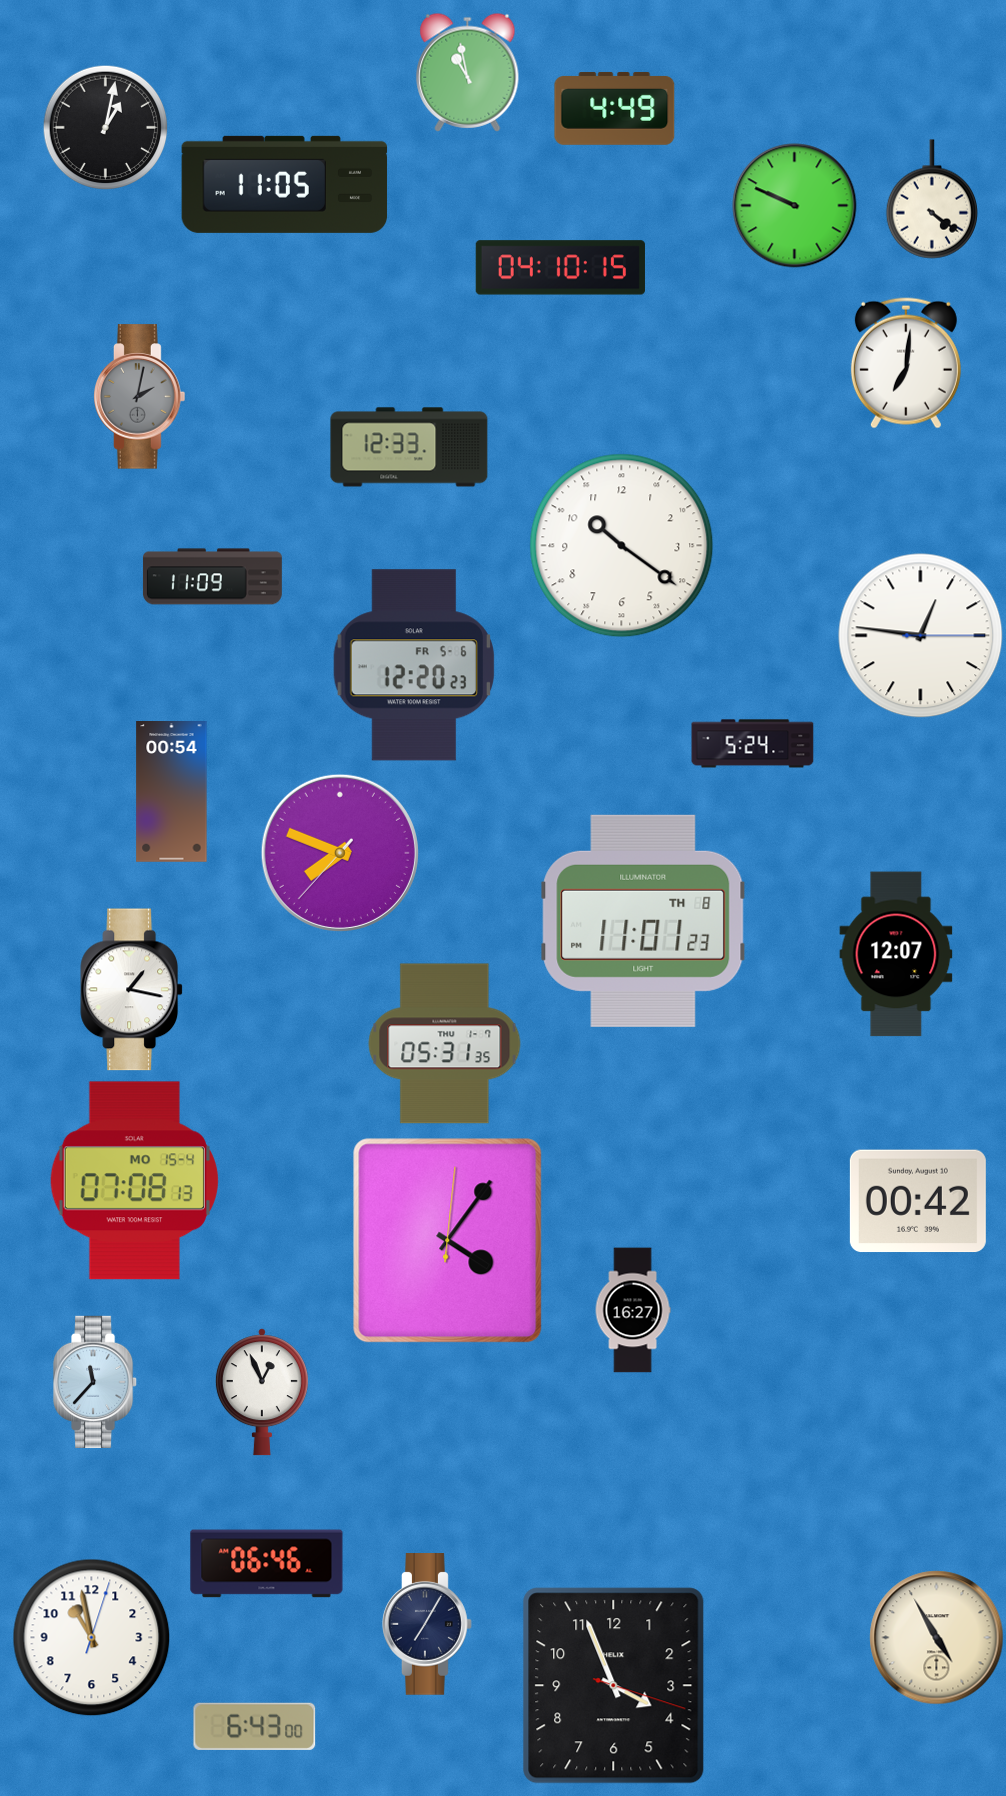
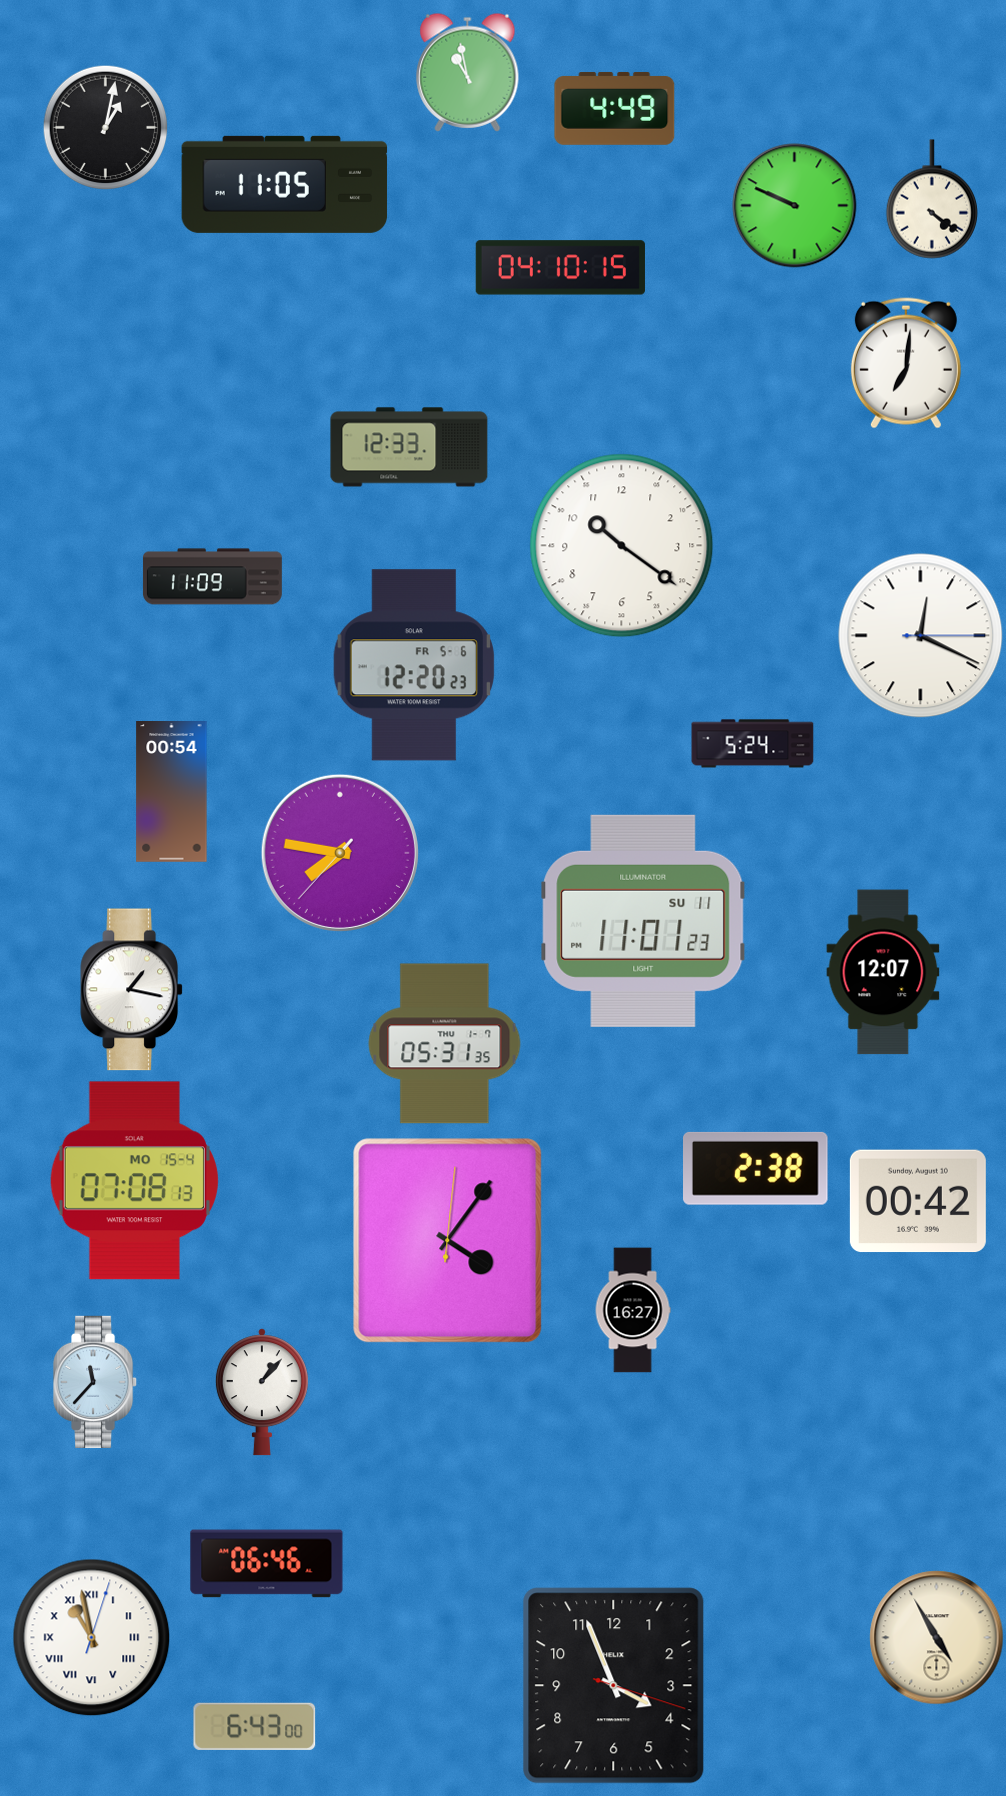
clock at (140, 397): 2:02 -> none
clock at (921, 636): 12:46 -> 12:19
clock at (340, 853): 7:48 -> 7:46
clock at (643, 921) date: TH 8 -> SU 11
clock at (896, 954) position: (896, 954) -> (883, 972)
clock at (756, 1168): none -> 2:38
clock at (262, 1392): 12:56 -> 1:07
clock at (427, 1625): 7:05 -> none
clock at (92, 1638) numerals: Arabic -> Roman
